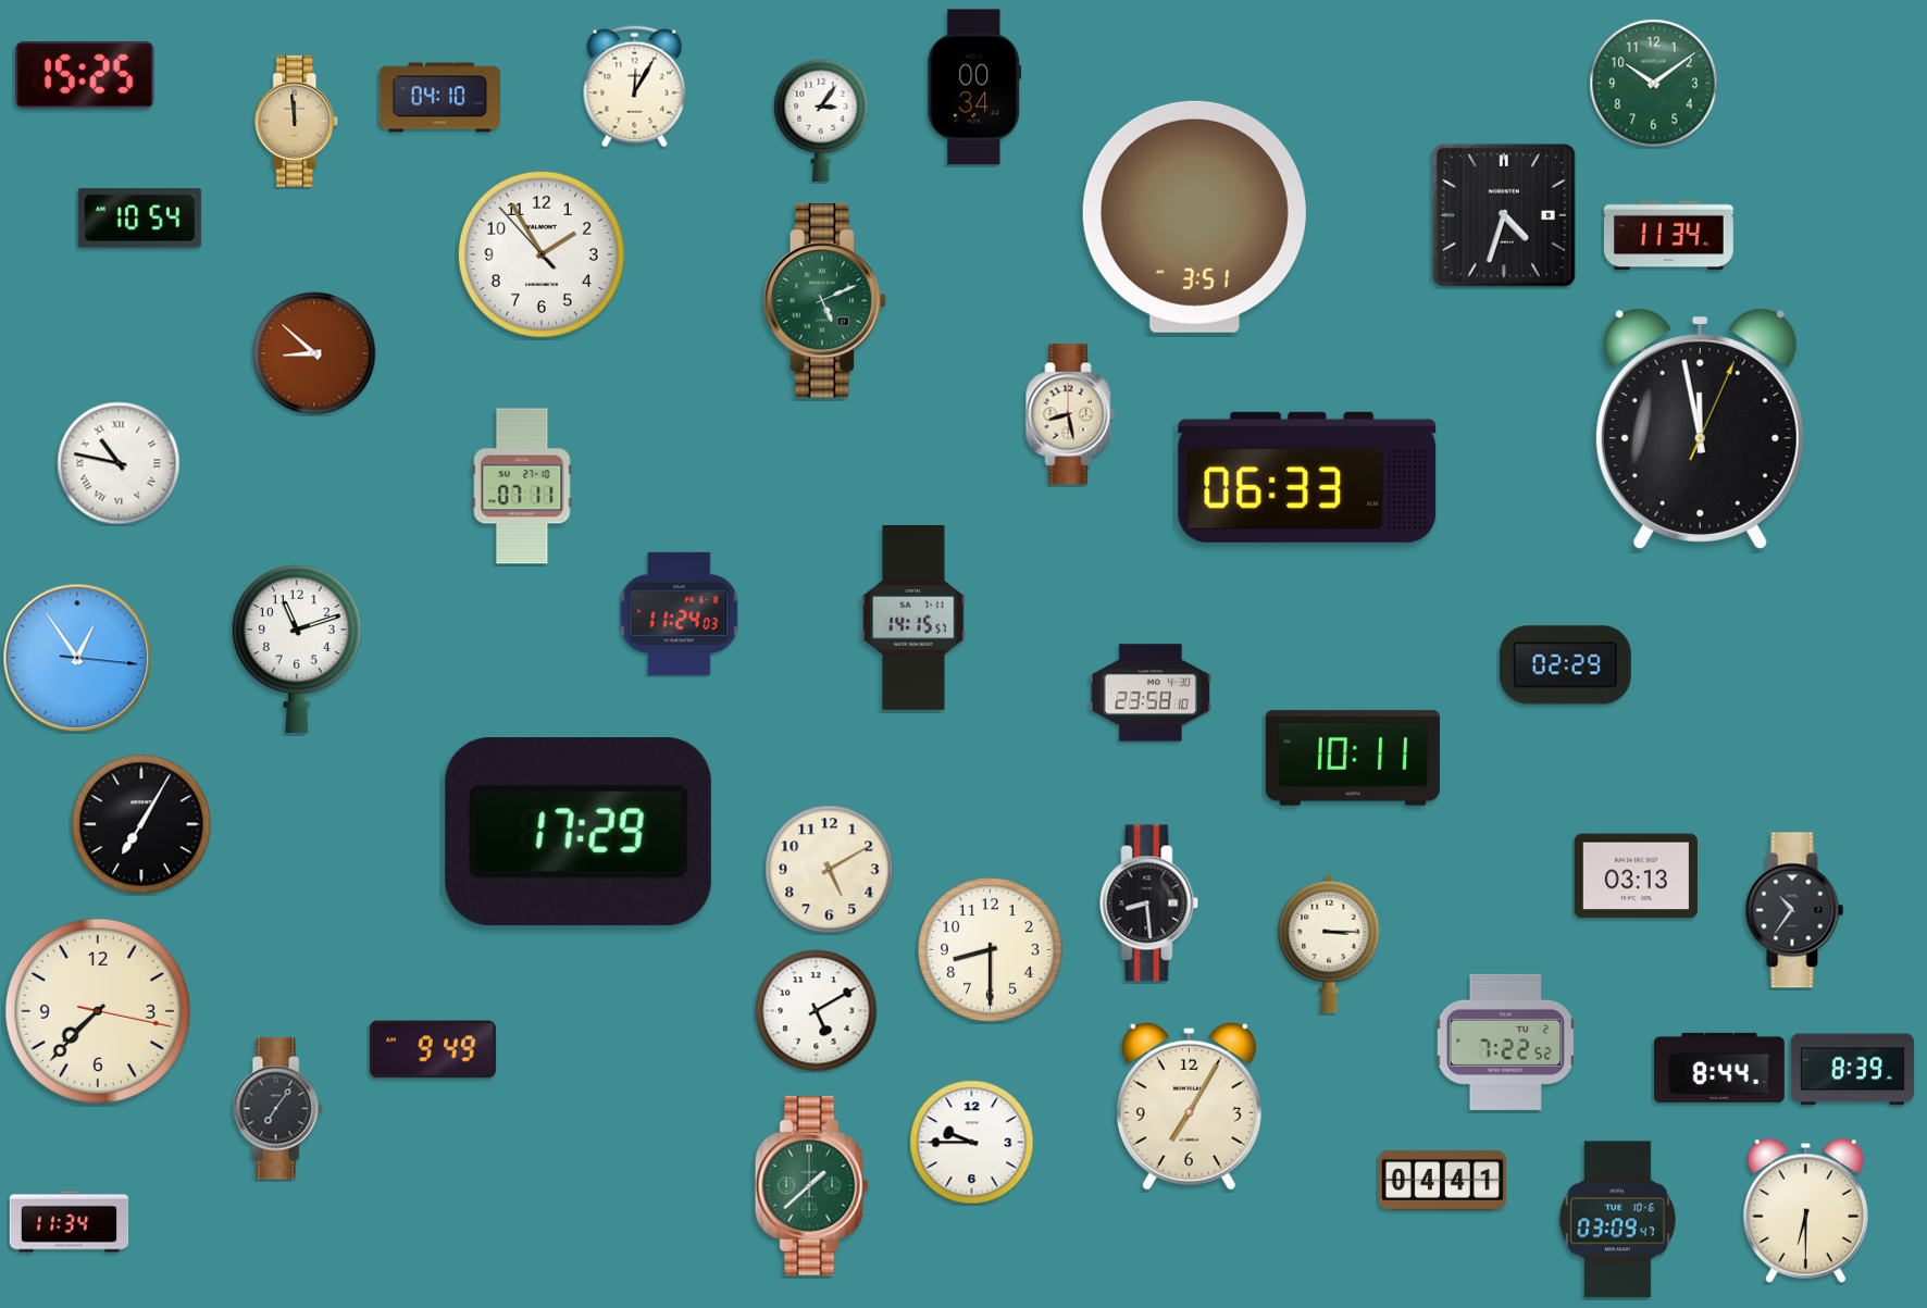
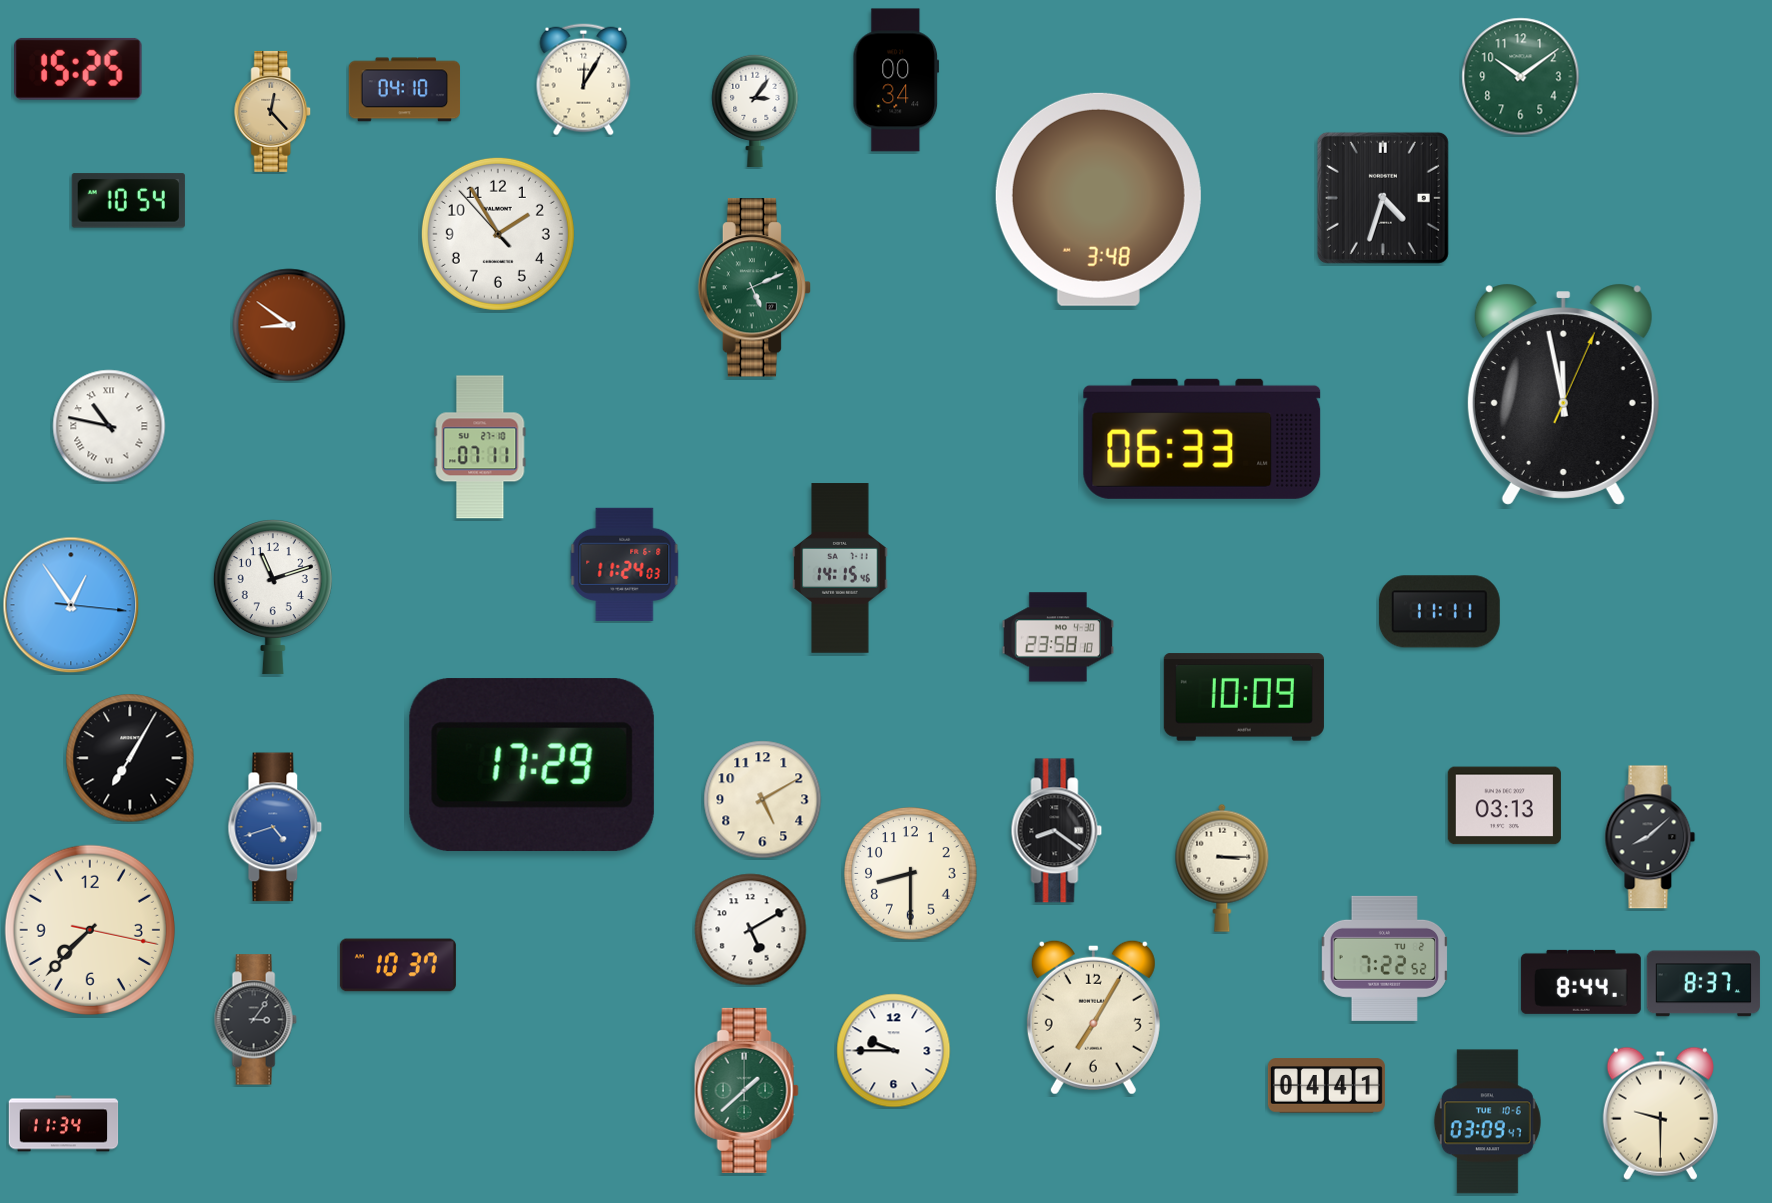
clock at (297, 121): 11:59 -> 12:23
clock at (1194, 216): 3:51 -> 3:48
clock at (1668, 236): 11:34 -> none
clock at (824, 301) position: (824, 301) -> (754, 288)
clock at (314, 353): 8:52 -> 8:51
clock at (1070, 414): 8:28 -> none
clock at (913, 618): 14:15:57 -> 14:15:46
clock at (1565, 665): 02:29 -> 11:11
clock at (1353, 758): 10:11 -> 10:09
clock at (275, 827): none -> 4:42
clock at (1149, 904): 8:29 -> 8:21
clock at (1794, 910): 10:36 -> 8:08
clock at (433, 1049): 9:49 -> 10:37
clock at (1852, 1070): 8:39 -> 8:37
clock at (277, 1109): 7:06 -> 3:06
clock at (1805, 1210): 6:30 -> 9:30
